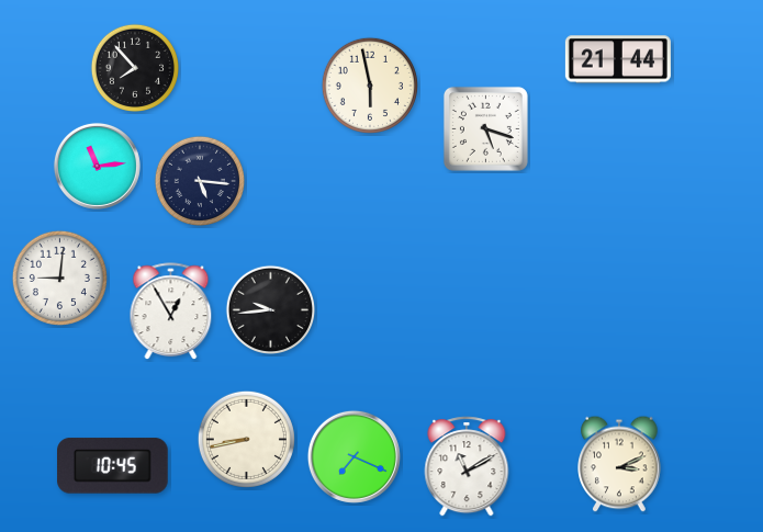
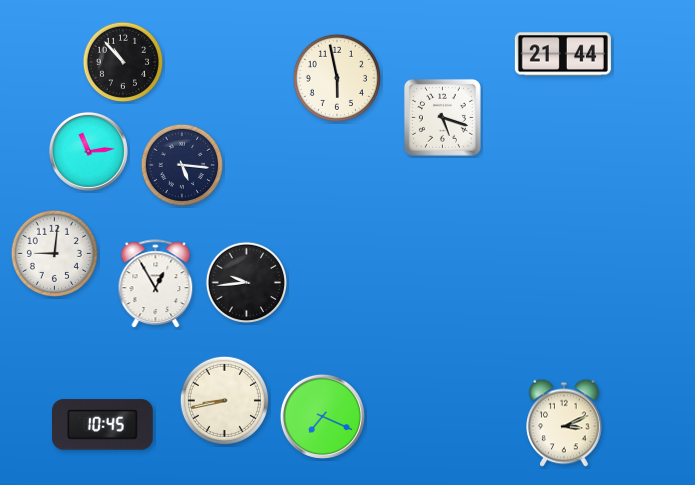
clock at (134, 67): 7:53 -> 10:53
clock at (467, 466): 11:10 -> none
